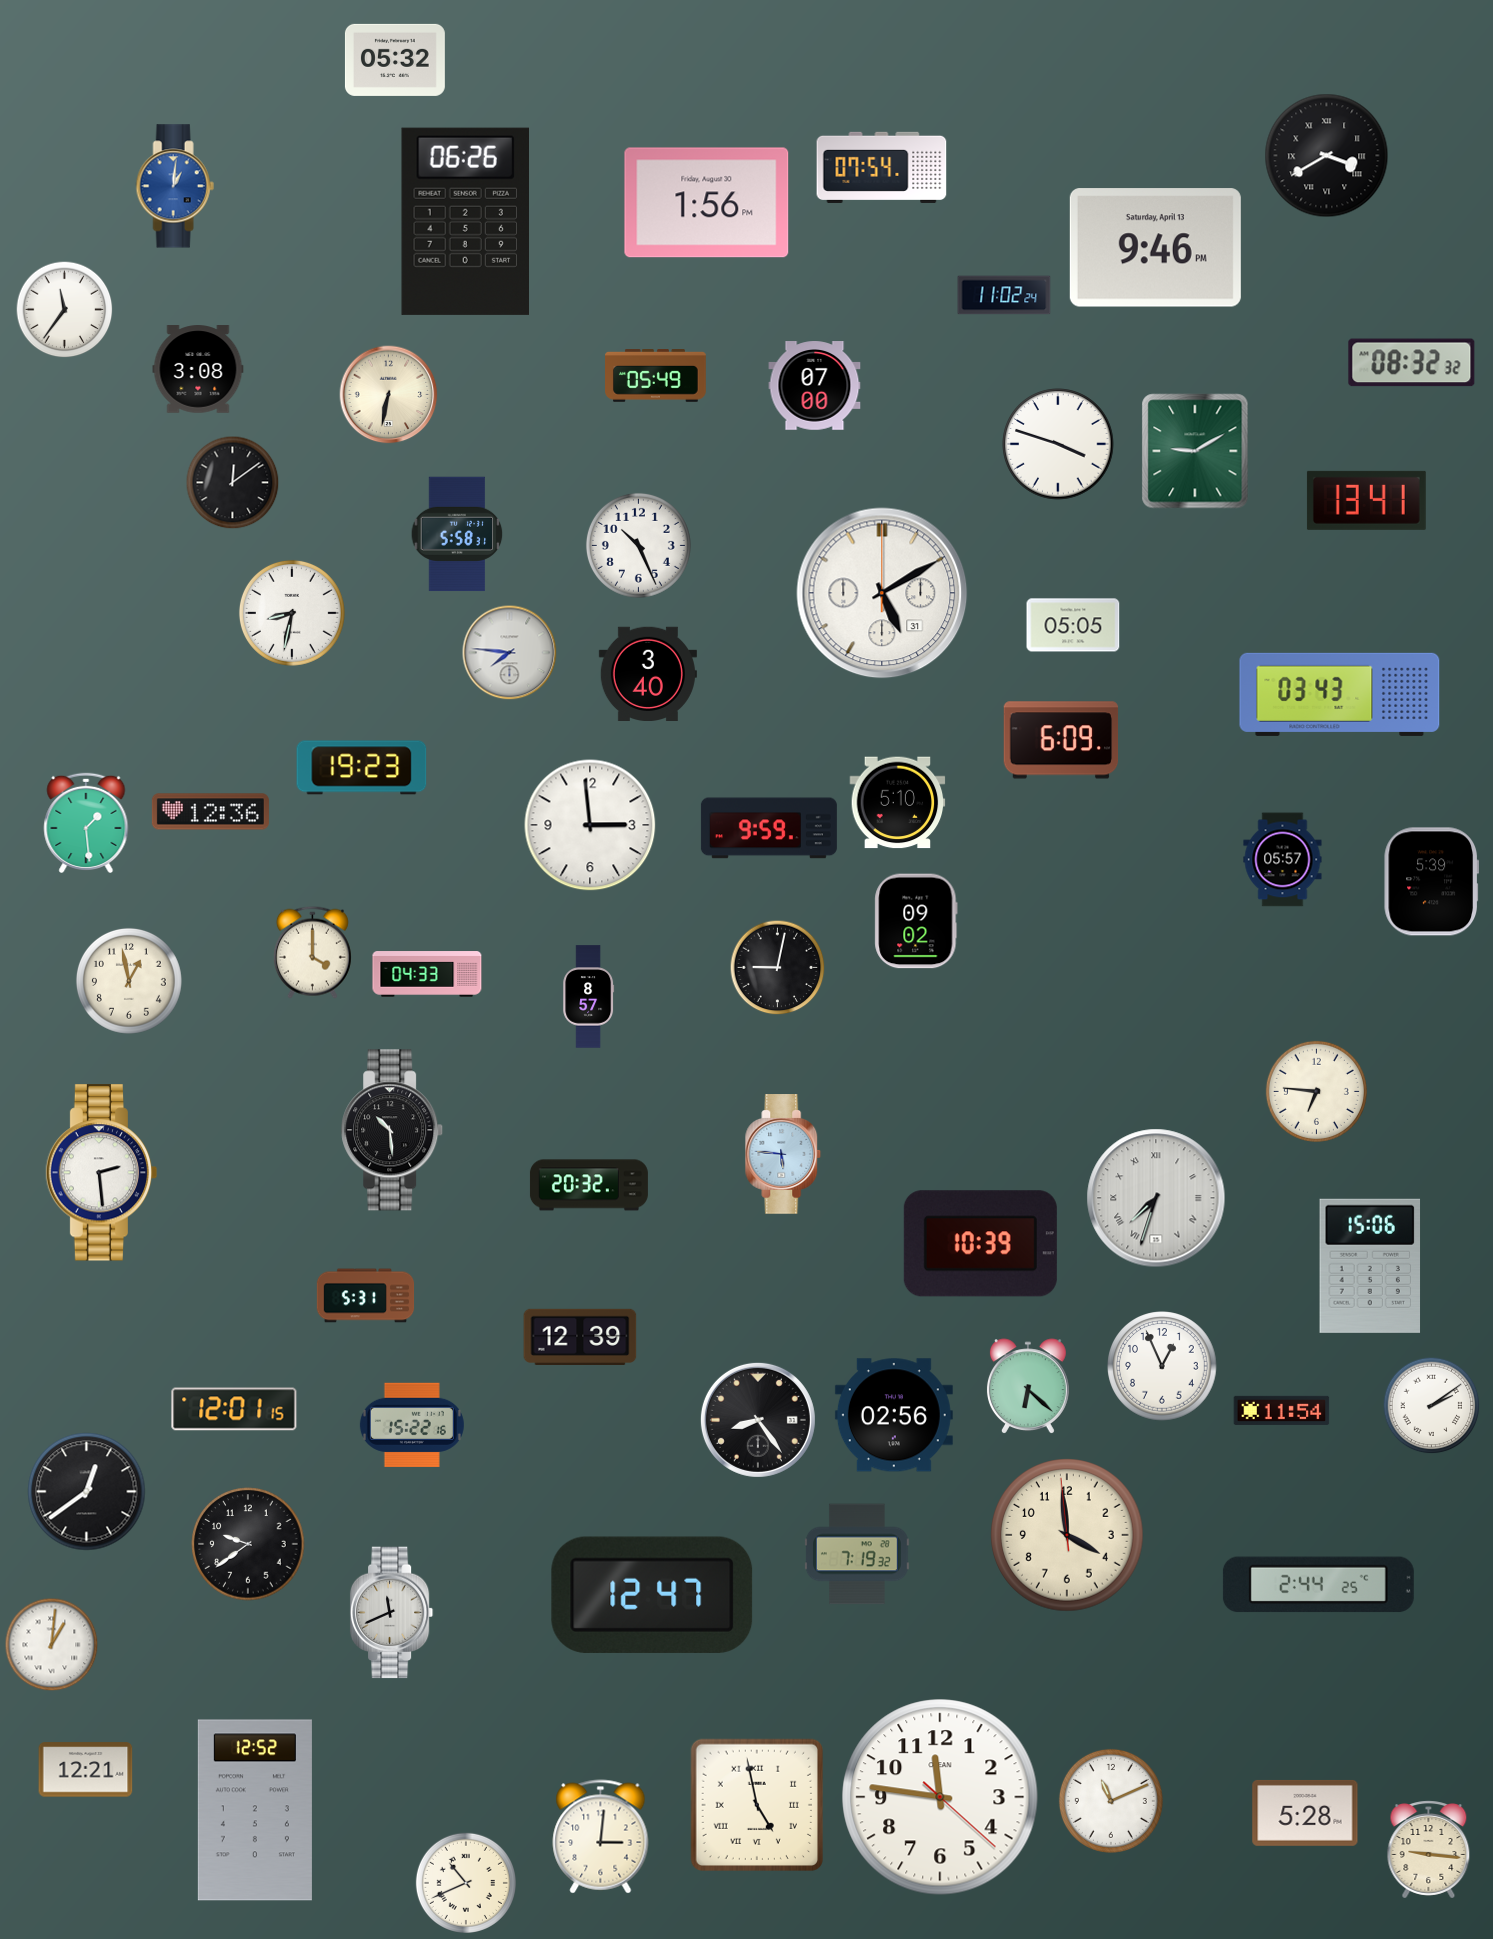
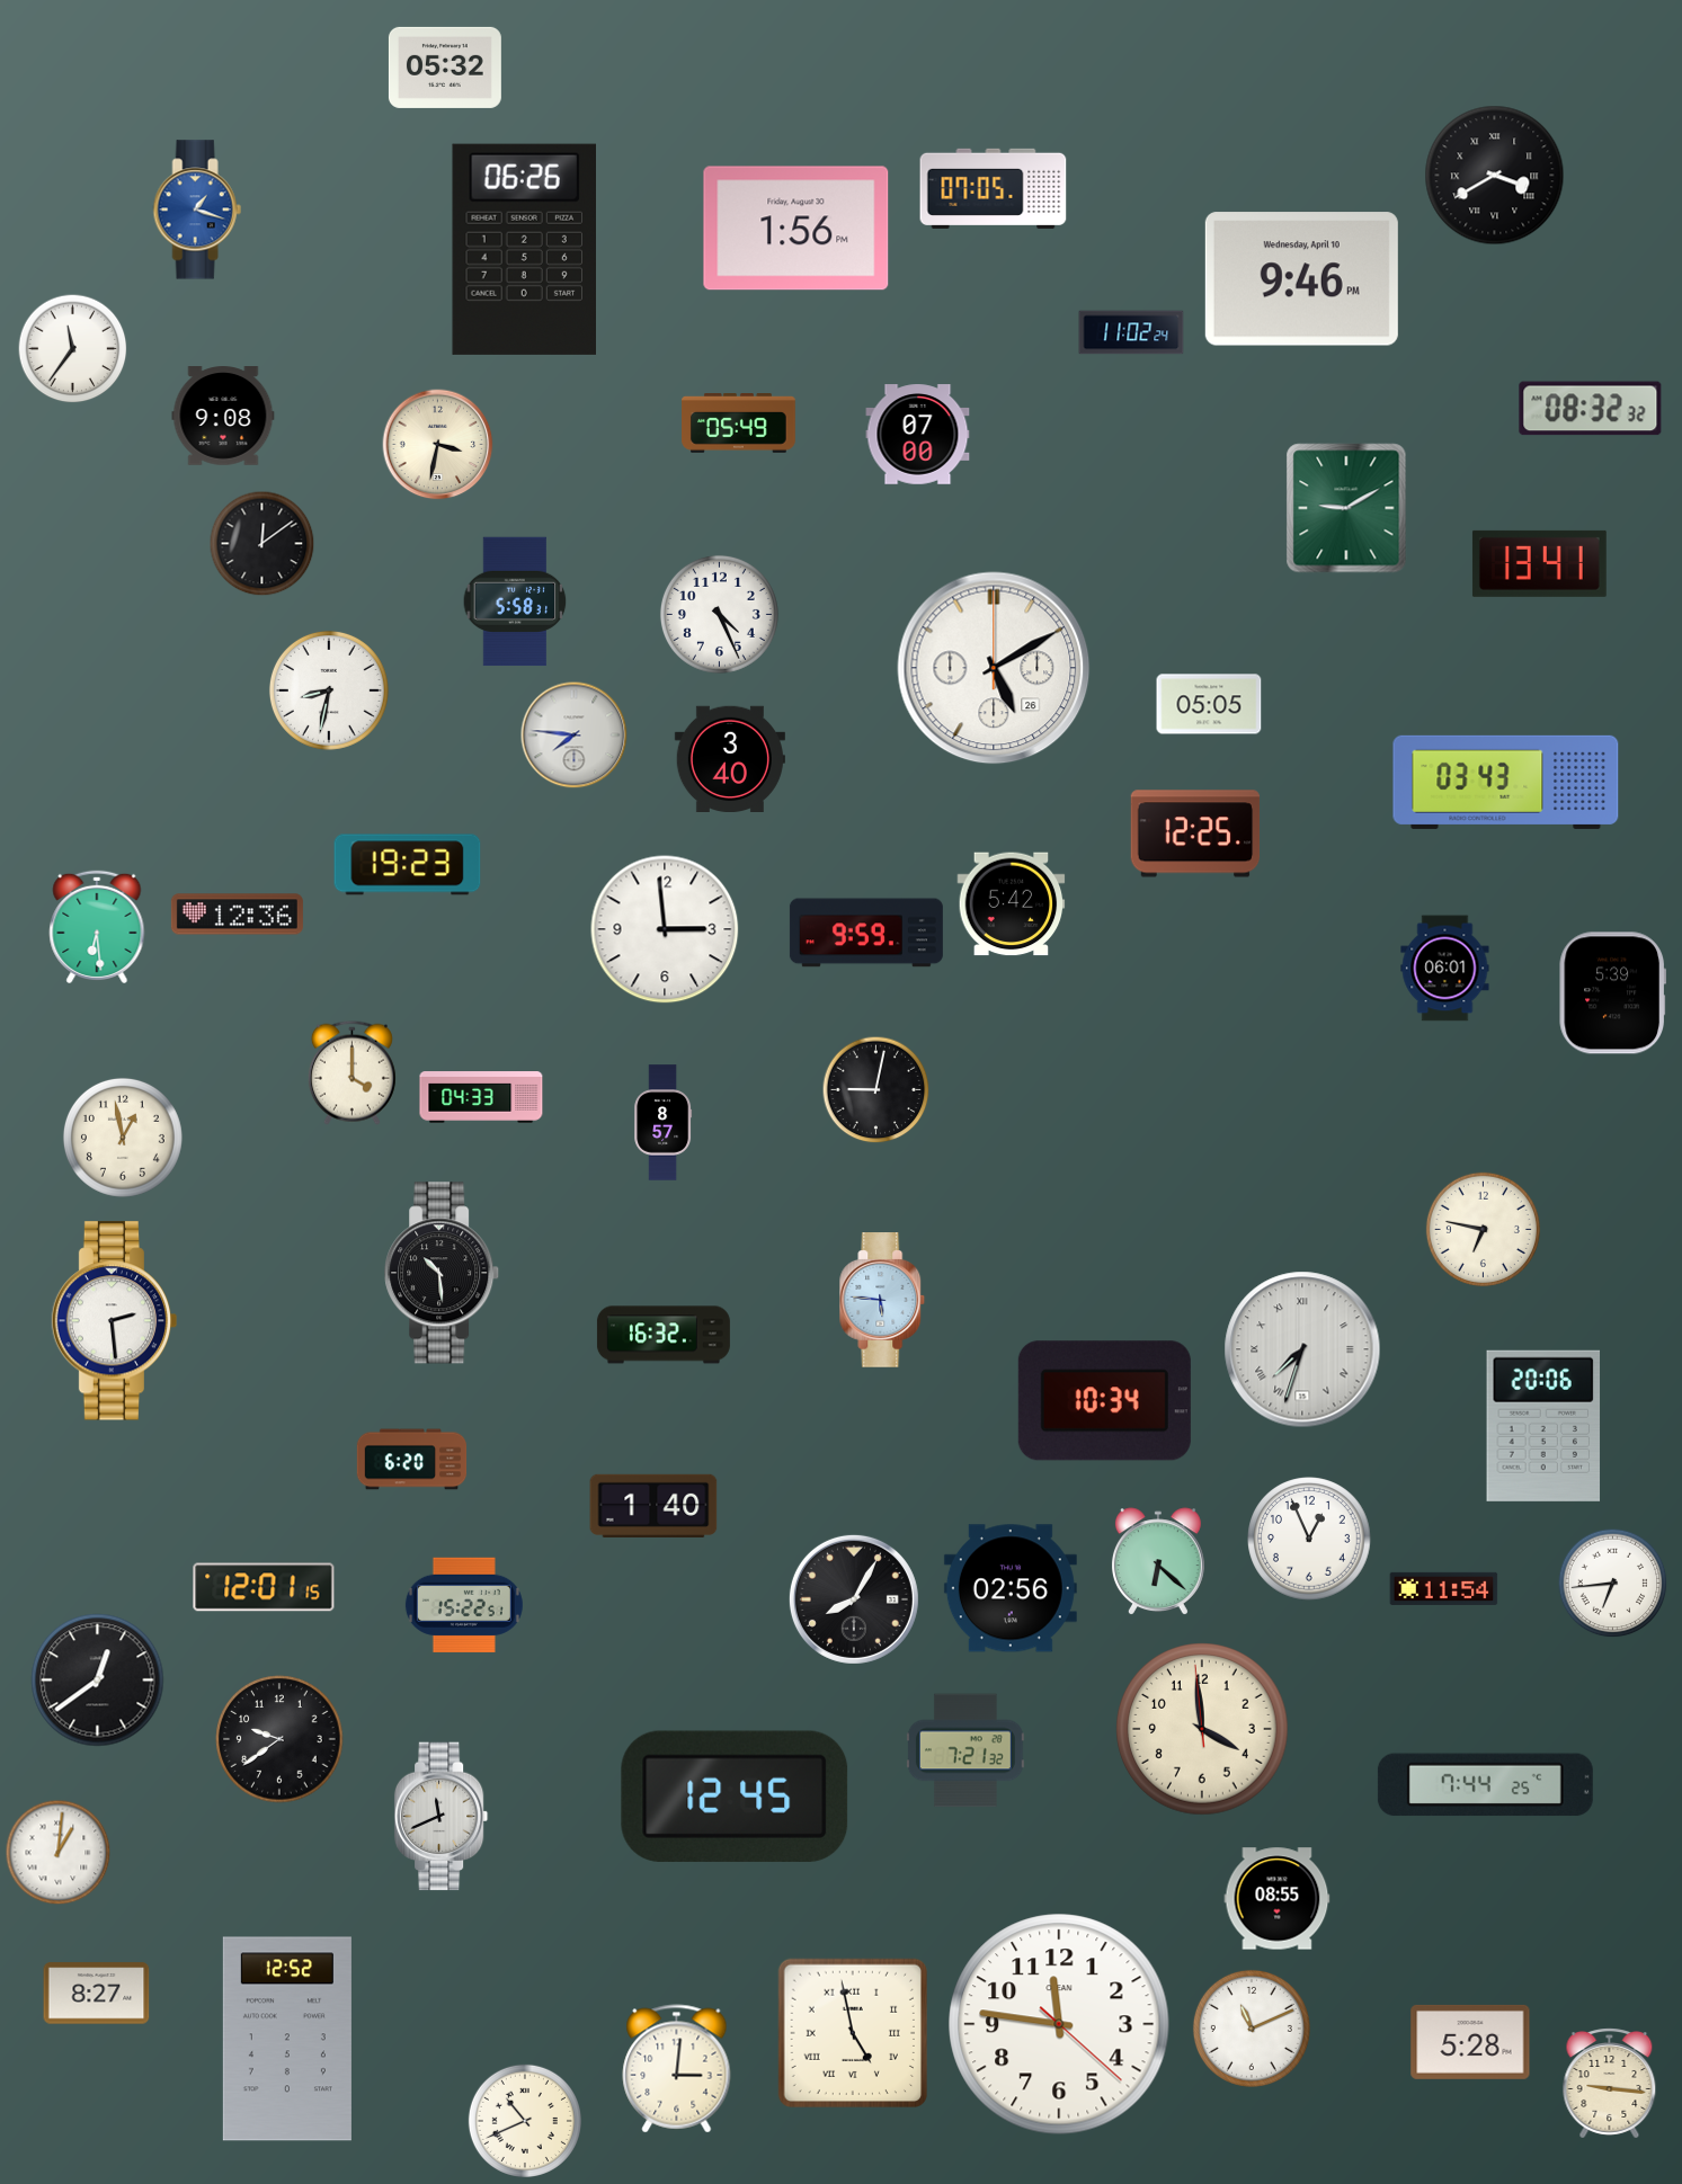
clock at (882, 167): 07:54 -> 07:05
clock at (175, 186): 1:01 -> 1:18
clock at (1155, 248) date: Saturday, April 13 -> Wednesday, April 10
clock at (198, 369): 3:08 -> 9:08
clock at (389, 395): 6:32 -> 3:32
clock at (1058, 444): 3:48 -> none
clock at (638, 545): 10:26 -> 4:26
clock at (882, 593) date: 31 -> 26
clock at (1340, 694) position: (1340, 694) -> (1506, 782)
clock at (1061, 740): 6:09 -> 12:25
clock at (898, 803): 5:10 -> 5:42
clock at (86, 822): 1:29 -> 6:29
clock at (1283, 860): 05:57 -> 06:01
clock at (916, 921): 09:02 -> none
clock at (129, 981) position: (129, 981) -> (123, 1138)
clock at (1316, 1091): 6:46 -> 6:47
clock at (589, 1185): 20:32 -> 16:32
clock at (980, 1244): 10:39 -> 10:34
clock at (1370, 1266): 15:06 -> 20:06
clock at (366, 1296): 5:31 -> 6:20
clock at (580, 1337): 12:39 -> 1:40
clock at (1432, 1406): 2:09 -> 6:44
clock at (894, 1415) position: (894, 1415) -> (1011, 1588)
clock at (758, 1420): 8:24 -> 8:05
clock at (412, 1425): 15:22:16 -> 15:22:51
clock at (857, 1554): 7:19 -> 7:21
clock at (1318, 1585): 2:44 -> 7:44
clock at (652, 1595): 12:47 -> 12:45
clock at (1278, 1899): none -> 08:55
clock at (86, 1770): 12:21 -> 8:27
